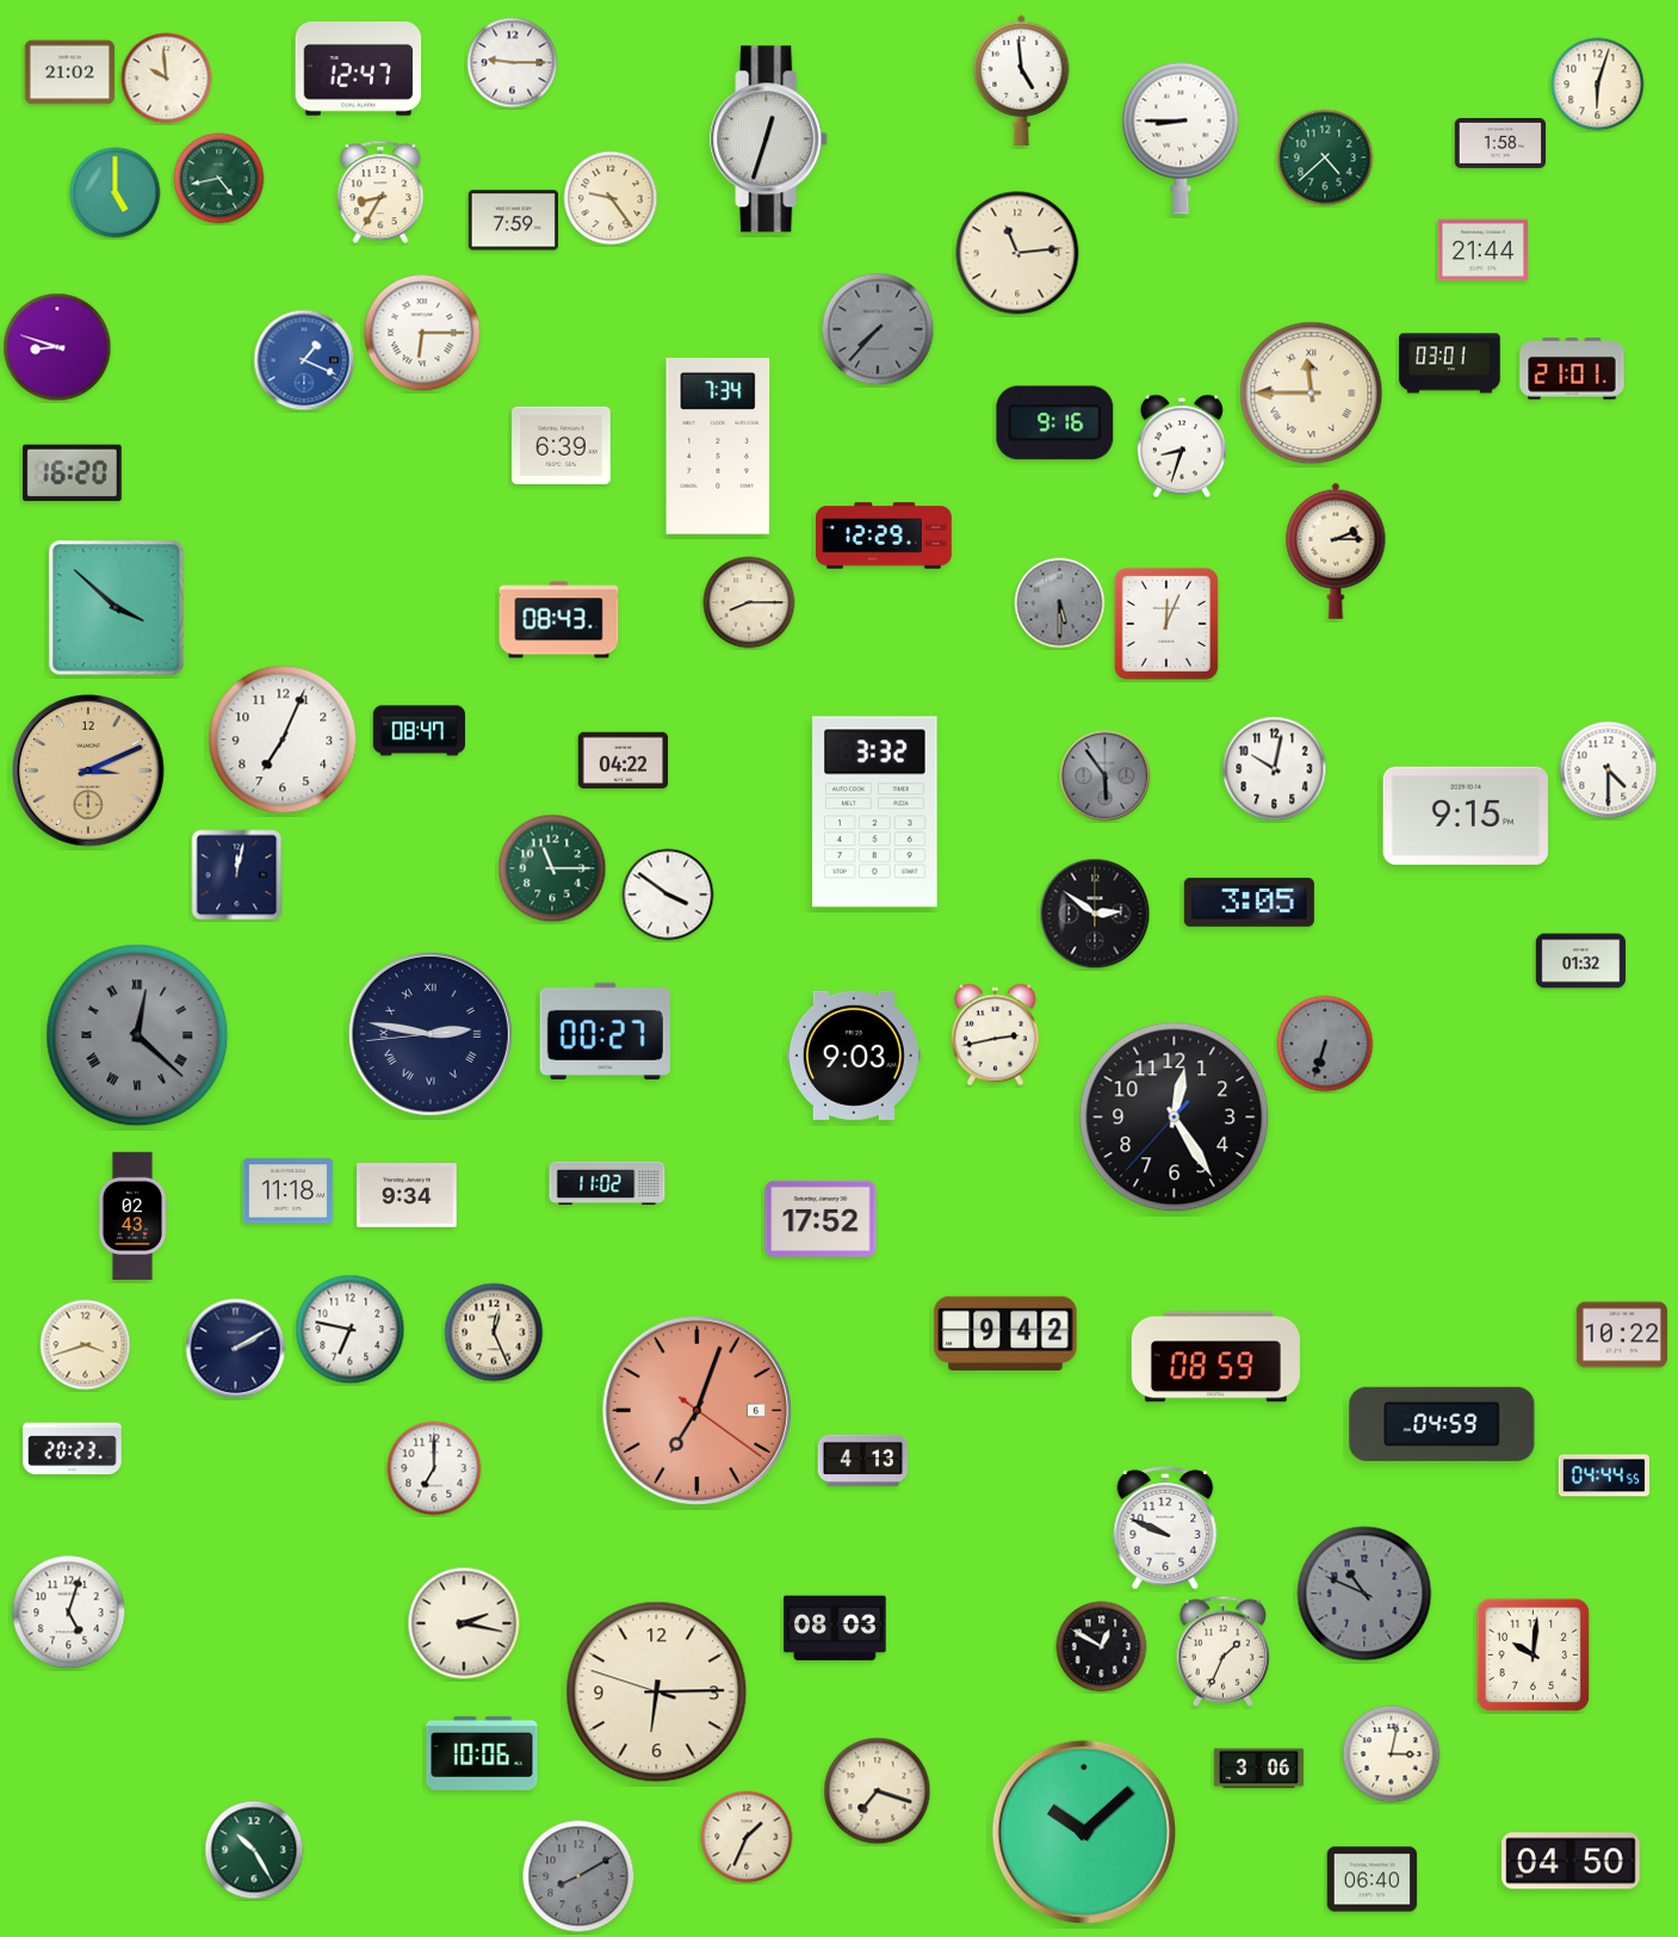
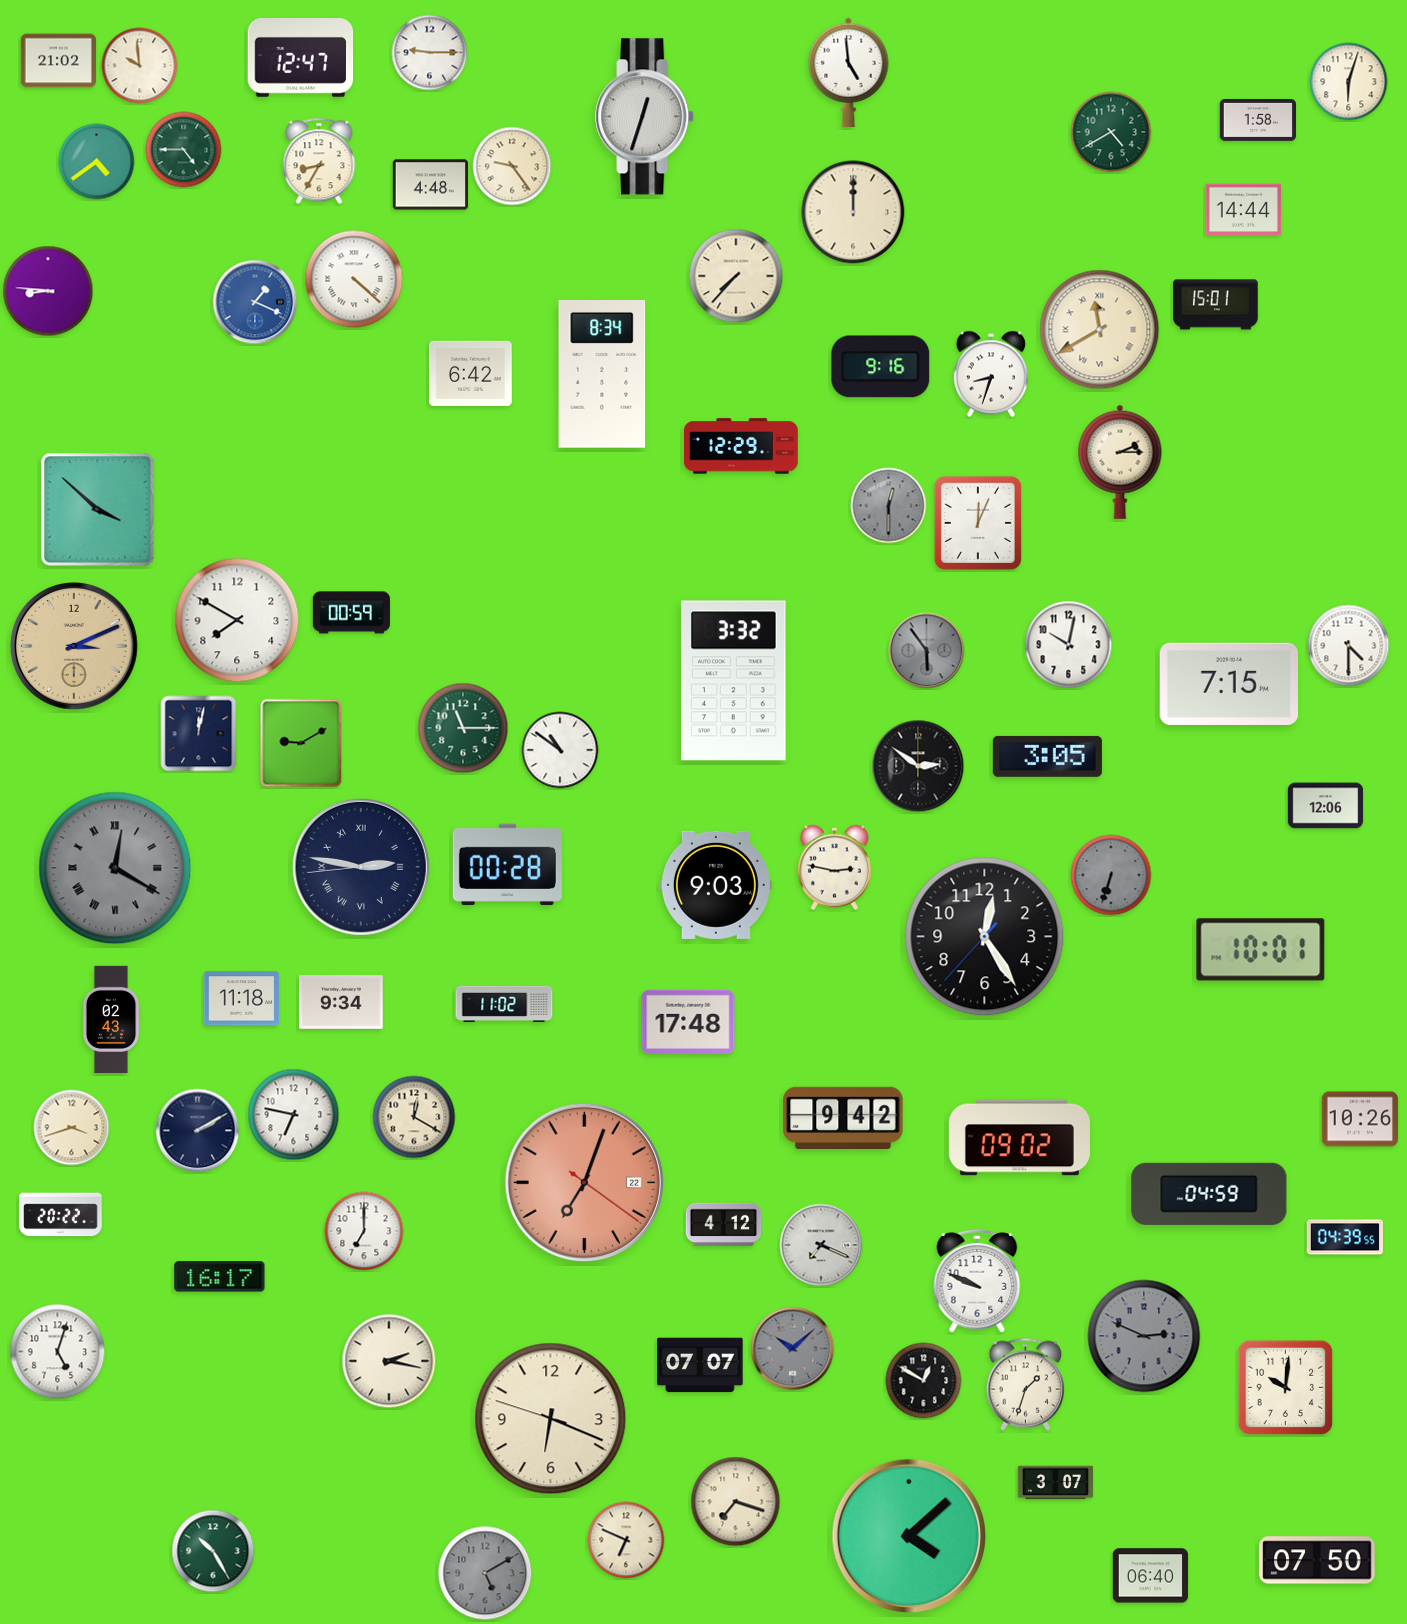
clock at (1022, 80) position: (1022, 80) -> (849, 72)
clock at (1598, 85) position: (1598, 85) -> (1349, 82)
clock at (1181, 138): 8:45 -> none
clock at (1325, 157): 4:38 -> 4:40
clock at (219, 179): 4:43 -> 4:45
clock at (116, 193): 5:00 -> 4:39
clock at (514, 221): 7:59 -> 4:48
clock at (1484, 250): 21:44 -> 14:44
clock at (1017, 253): 11:14 -> 12:00
clock at (878, 329) dial: grey -> cream
clock at (422, 333): 6:15 -> 4:22
clock at (57, 347): 8:48 -> 8:46
clock at (1450, 364): 03:01 -> 15:01
clock at (1572, 369): 21:01 -> none
clock at (1312, 394): 11:45 -> 11:40
clock at (1055, 423) position: (1055, 423) -> (881, 367)
clock at (562, 445): 6:39 -> 6:42
clock at (718, 447): 7:34 -> 8:34
clock at (73, 474): 16:20 -> none
clock at (885, 536) position: (885, 536) -> (742, 446)
clock at (749, 602): 8:15 -> none
clock at (1060, 604): 5:30 -> 12:30
clock at (559, 620): 08:43 -> none
clock at (419, 731): 08:47 -> 00:59
clock at (283, 739): 7:04 -> 7:50
clock at (624, 761): 04:22 -> none
clock at (1466, 816): 9:15 -> 7:15
clock at (301, 743): none -> 9:10
clock at (668, 895): 3:51 -> 10:51
clock at (1581, 961): 01:32 -> 12:06
clock at (605, 1031): 00:27 -> 00:28
clock at (137, 1035): 12:22 -> 12:20
clock at (995, 1035): 2:43 -> 2:47
clock at (1261, 950): none -> 10:01
clock at (607, 1182) position: (607, 1182) -> (504, 1003)
clock at (821, 1219): 17:52 -> 17:48
clock at (494, 1332): 12:26 -> 12:20
clock at (1621, 1335): 10:22 -> 10:26
clock at (1215, 1357): 08:59 -> 09:02
clock at (698, 1411) date: 6 -> 22
clock at (73, 1449): 20:23 -> 20:22
clock at (863, 1460): 4:13 -> 4:12
clock at (1603, 1475): 04:44 -> 04:39
clock at (821, 1245): none -> 7:19
clock at (220, 1277): none -> 16:17
clock at (1364, 1593): 10:49 -> 2:49
clock at (793, 1349): none -> 10:08
clock at (835, 1628): 08:03 -> 07:07
clock at (1224, 1651): 1:34 -> 1:33
clock at (657, 1692): 6:14 -> 6:18
clock at (482, 1753): 10:06 -> none
clock at (1392, 1755): 3:02 -> none
clock at (1259, 1769): 3:06 -> 3:07
clock at (1084, 1832): 10:08 -> 4:08
clock at (747, 1837): 1:34 -> 6:49
clock at (1571, 1861): 04:50 -> 07:50
clock at (578, 1876): 8:10 -> 5:10
